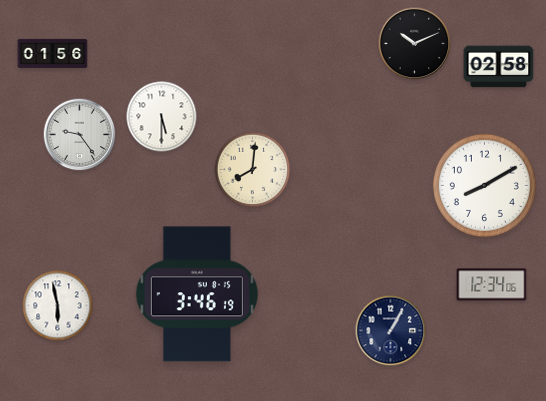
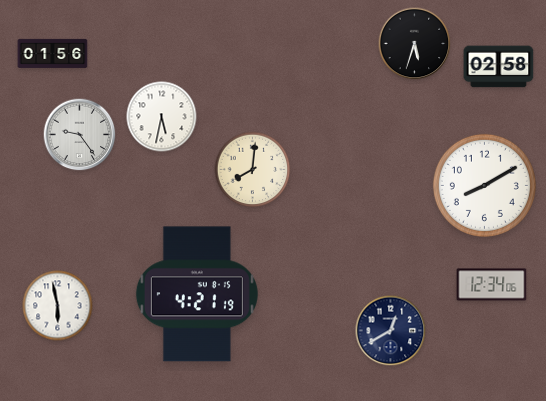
clock at (415, 44): 10:11 -> 5:33
clock at (162, 117): 5:30 -> 5:32
clock at (197, 294): 3:46 -> 4:21
clock at (391, 331): 1:05 -> 12:40
